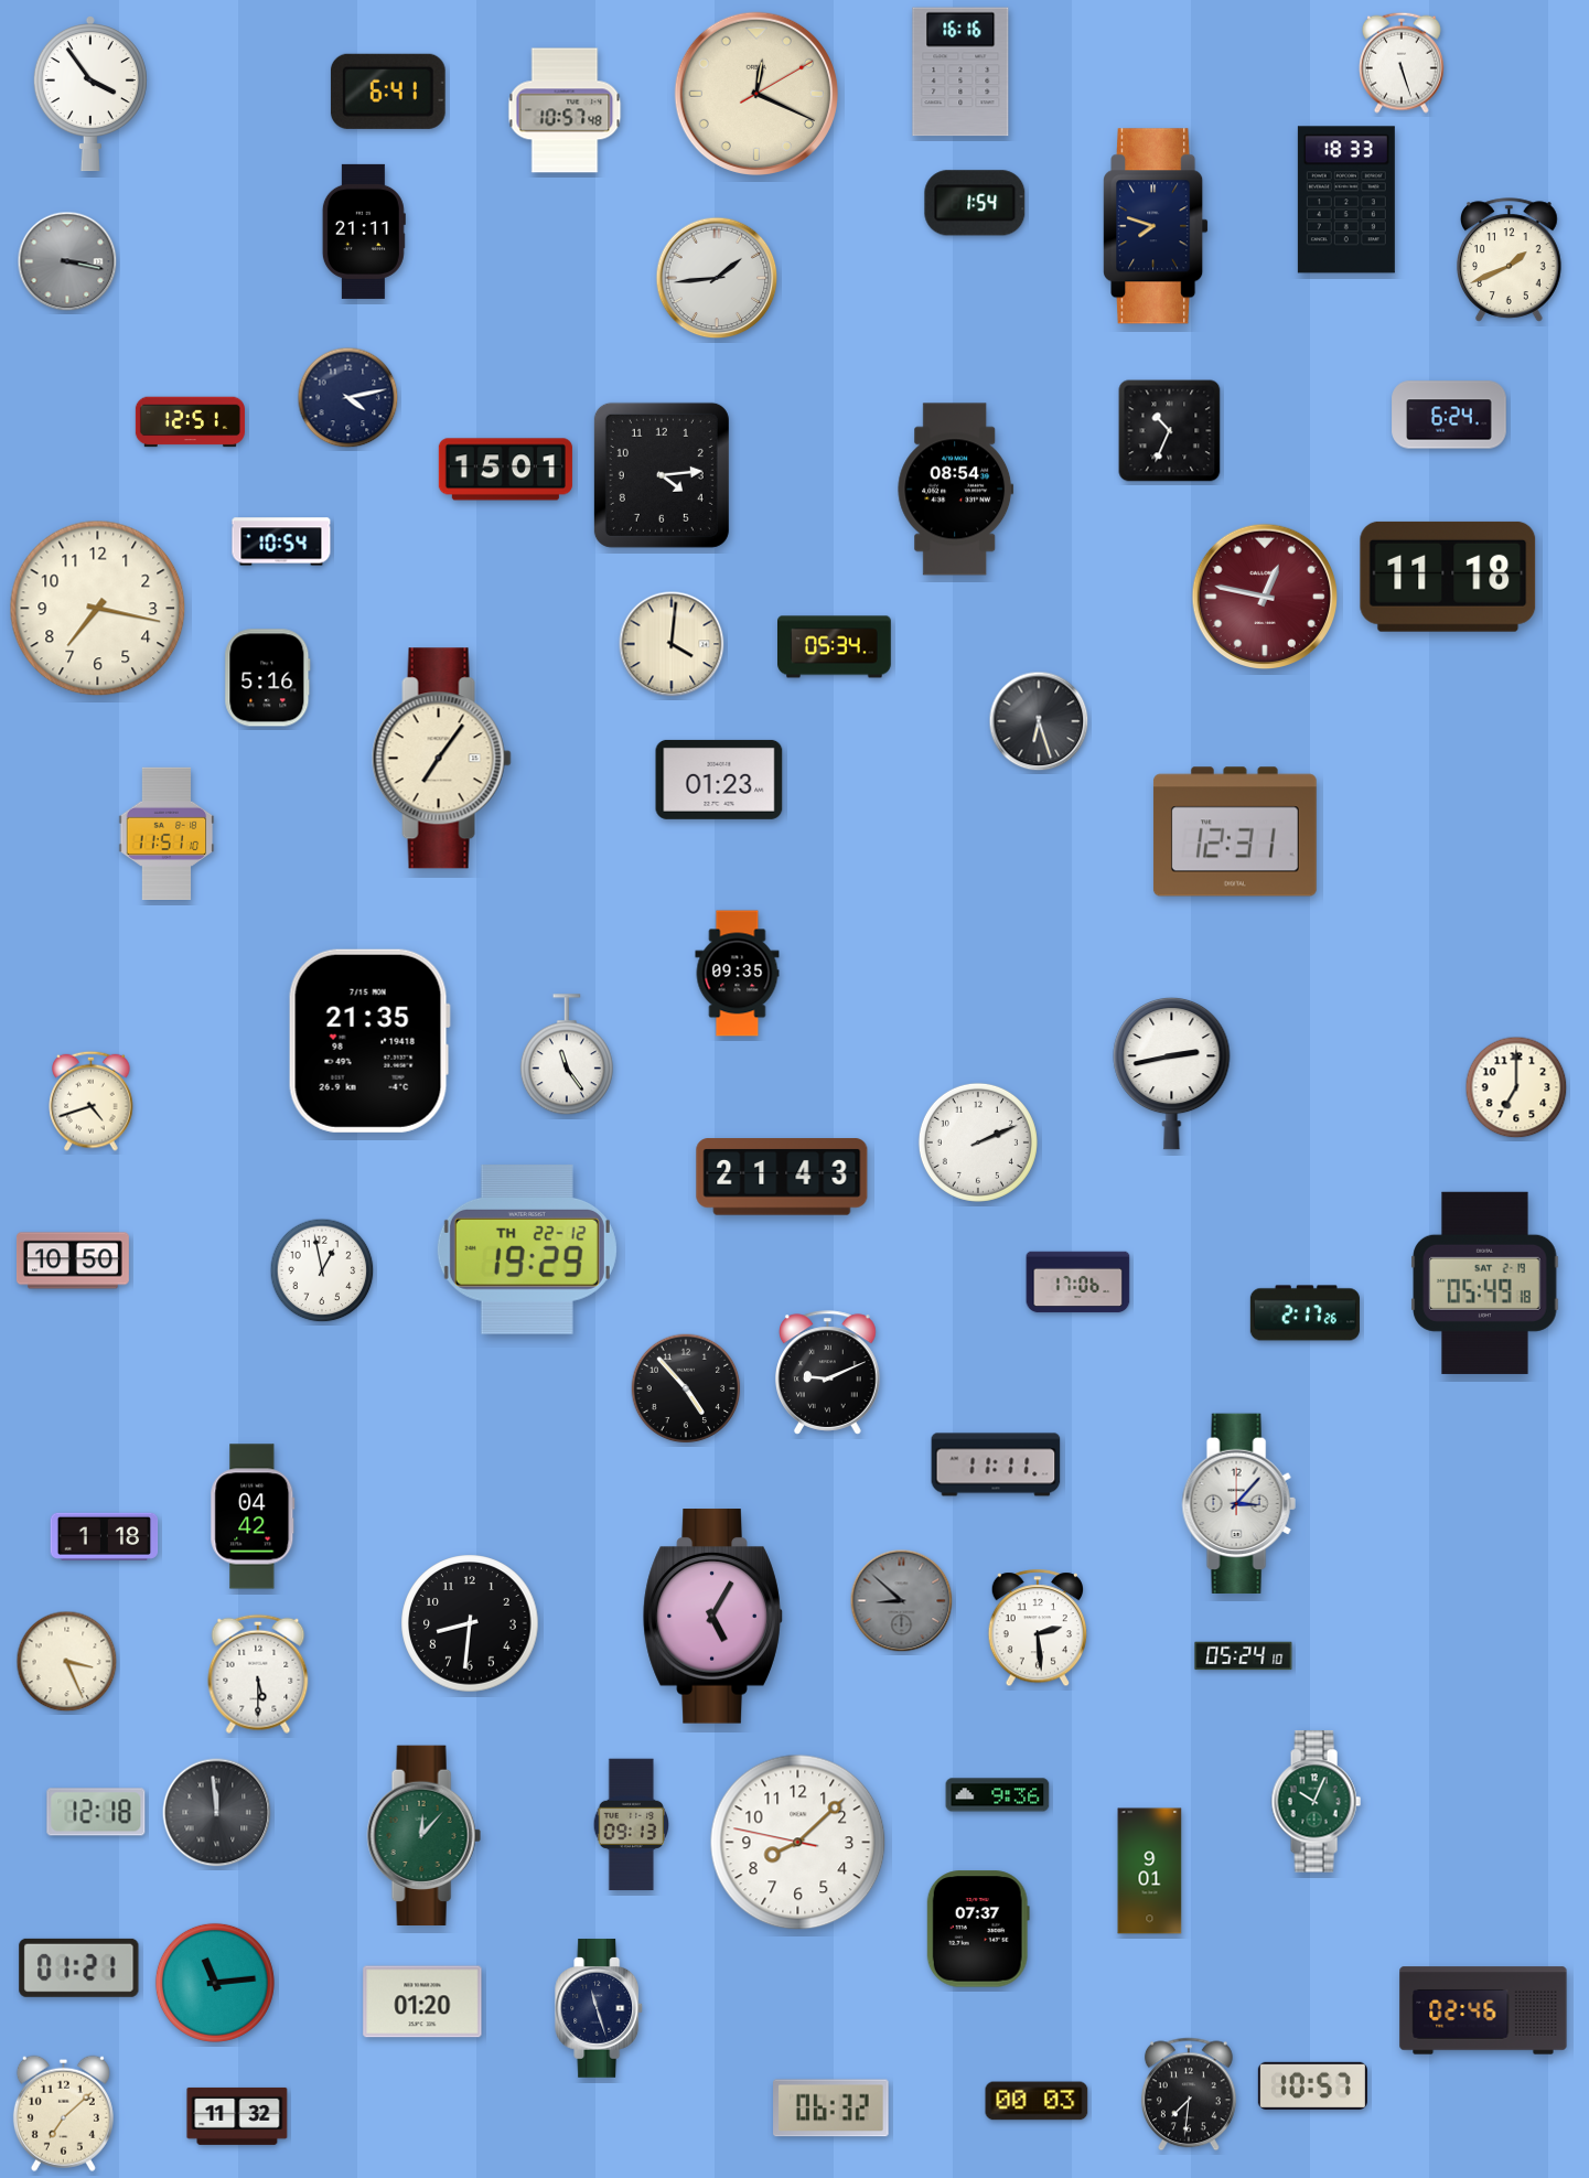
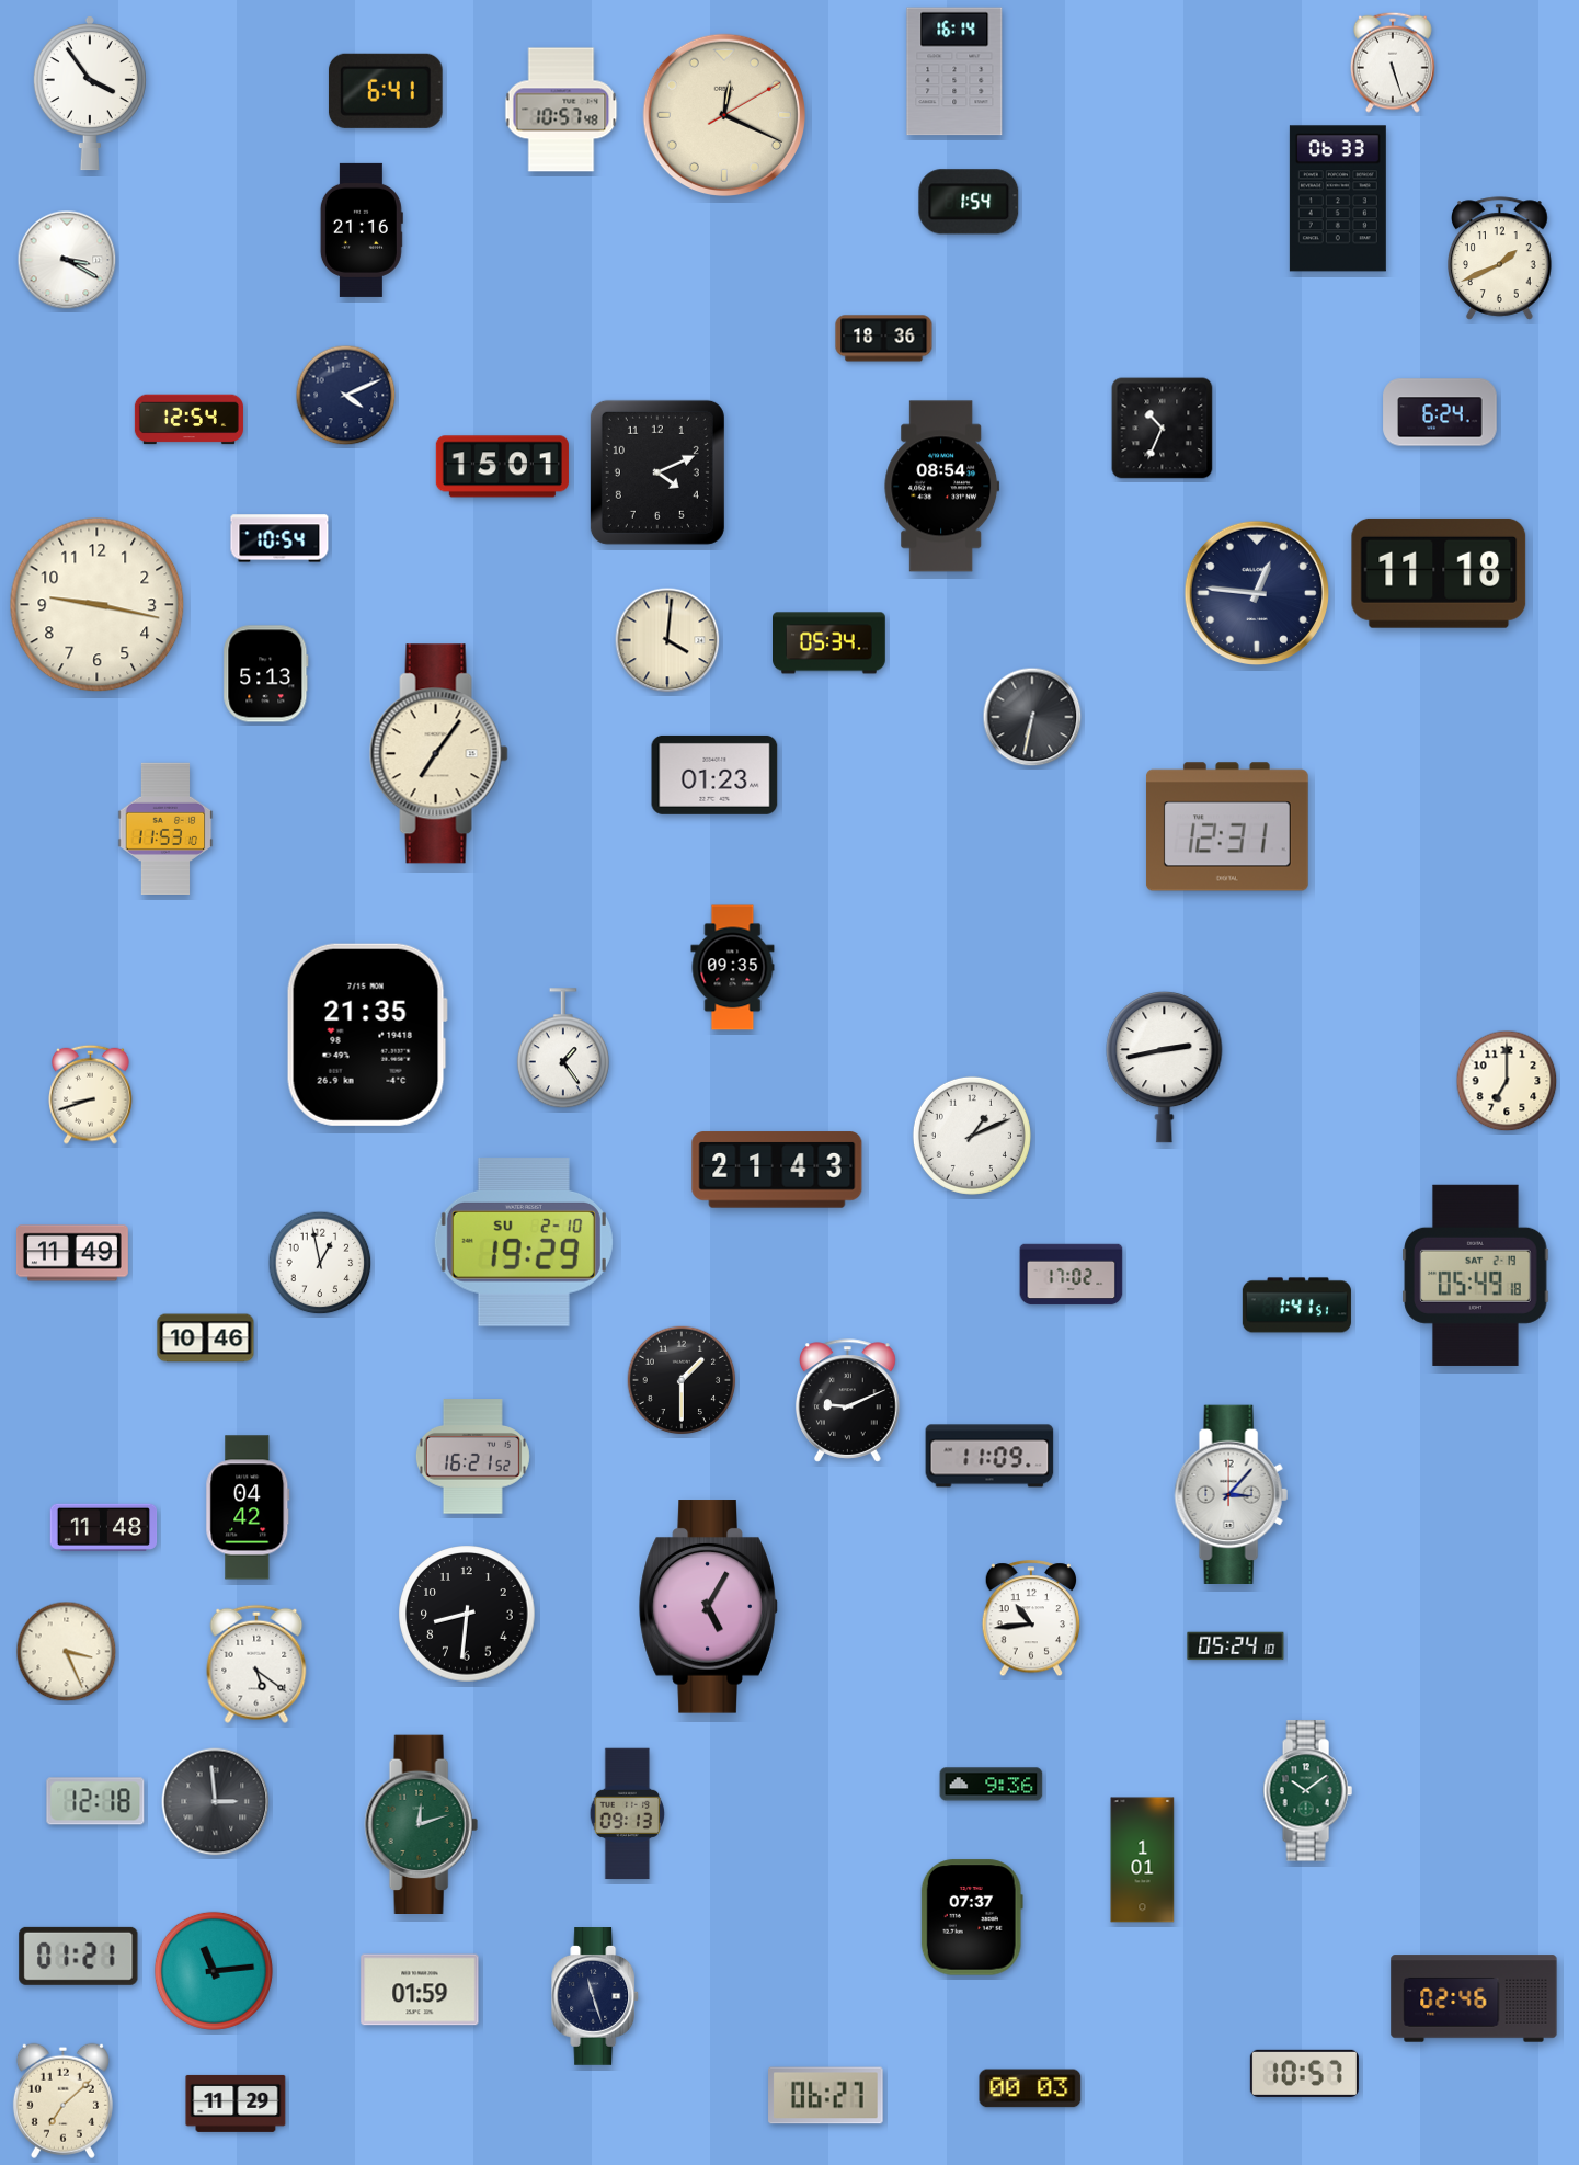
clock at (960, 72): 16:16 -> 16:14
clock at (756, 94) position: (756, 94) -> (724, 115)
clock at (1346, 200): 18:33 -> 06:33
clock at (1156, 226): 7:48 -> none
clock at (364, 232): 21:11 -> 21:16
clock at (67, 261): 3:17 -> 3:20
clock at (67, 261) dial: grey -> white
clock at (717, 278): 1:44 -> none
clock at (884, 339): none -> 18:36
clock at (348, 398): 4:13 -> 4:11
clock at (190, 422): 12:51 -> 12:54
clock at (662, 475): 4:14 -> 4:11
clock at (956, 490) position: (956, 490) -> (942, 487)
clock at (1265, 597): 12:47 -> 12:46
clock at (1265, 597) dial: burgundy -> navy
clock at (98, 609): 7:17 -> 9:17
clock at (268, 678): 5:16 -> 5:13
clock at (1039, 721): 6:27 -> 6:32
clock at (167, 833): 11:51 -> 11:53
clock at (567, 1055): 11:24 -> 1:24
clock at (92, 1101): 4:42 -> 8:42
clock at (978, 1142): 2:11 -> 1:11
clock at (527, 1249) date: TH 22-12 -> SU 2-10
clock at (73, 1260): 10:50 -> 11:49
clock at (1078, 1283): 17:06 -> 17:02
clock at (1305, 1313): 2:17 -> 1:41
clock at (206, 1338): none -> 10:46
clock at (828, 1373) position: (828, 1373) -> (848, 1401)
clock at (686, 1388): 4:53 -> 1:30
clock at (996, 1464): 11:11 -> 11:09
clock at (472, 1457): none -> 16:21
clock at (253, 1516) position: (253, 1516) -> (248, 1507)
clock at (105, 1536): 1:18 -> 11:48
clock at (902, 1601): 8:52 -> none
clock at (1037, 1629): 2:29 -> 10:44
clock at (258, 1674): 5:30 -> 5:21
clock at (1316, 1802): 10:04 -> 10:09
clock at (217, 1813): 11:59 -> 2:59
clock at (423, 1835): 12:07 -> 12:12
clock at (798, 1843): 8:07 -> none
clock at (1150, 1871): 9:01 -> 1:01
clock at (422, 2002): 01:20 -> 01:59
clock at (1189, 2094): 7:31 -> none
clock at (831, 2109): 06:32 -> 06:27
clock at (237, 2116): 11:32 -> 11:29
